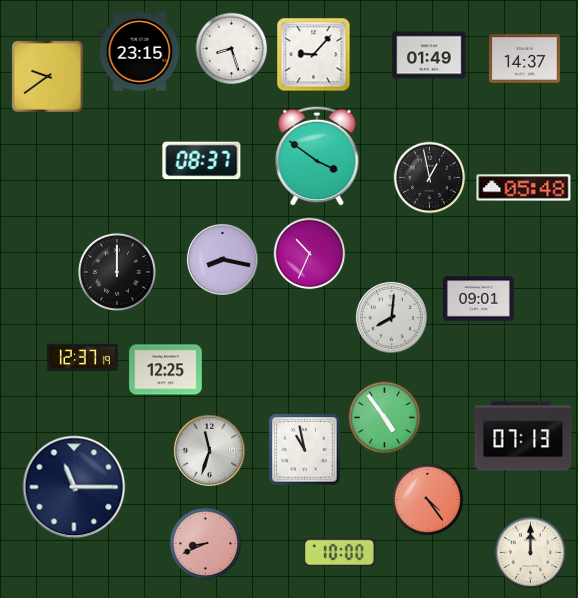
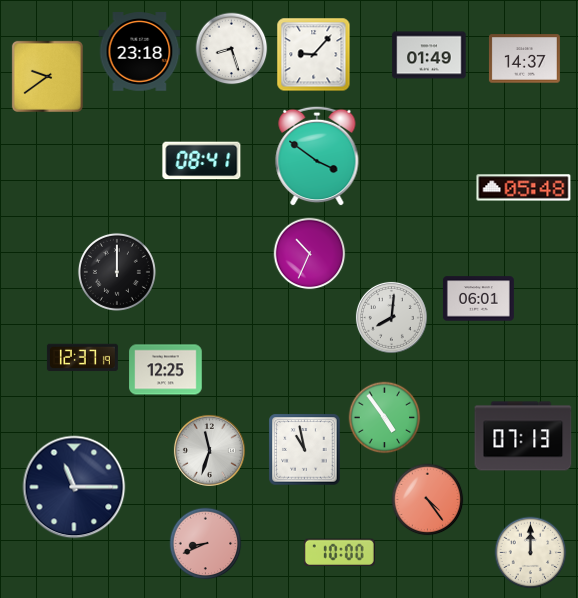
clock at (140, 52): 23:15 -> 23:18
clock at (202, 161): 08:37 -> 08:41
clock at (430, 178): 12:58 -> none
clock at (222, 259): 8:17 -> none
clock at (478, 299): 09:01 -> 06:01
